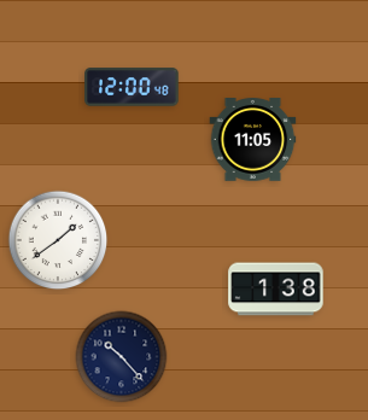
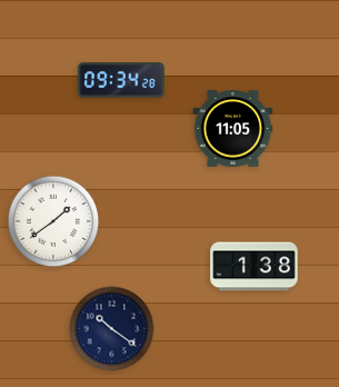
clock at (132, 87): 12:00 -> 09:34
clock at (122, 357): 10:23 -> 10:21
